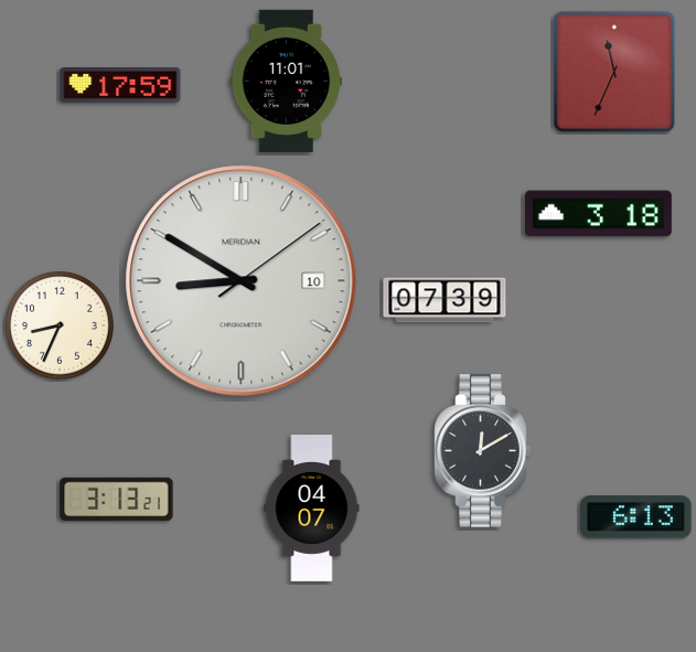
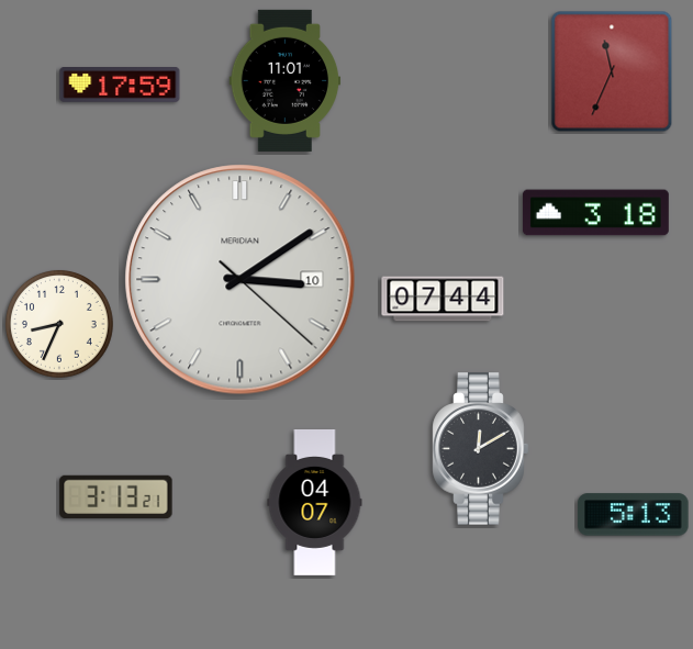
clock at (242, 281): 8:50 -> 3:09
clock at (445, 300): 07:39 -> 07:44
clock at (312, 509) position: (312, 509) -> (315, 503)
clock at (636, 517): 6:13 -> 5:13
